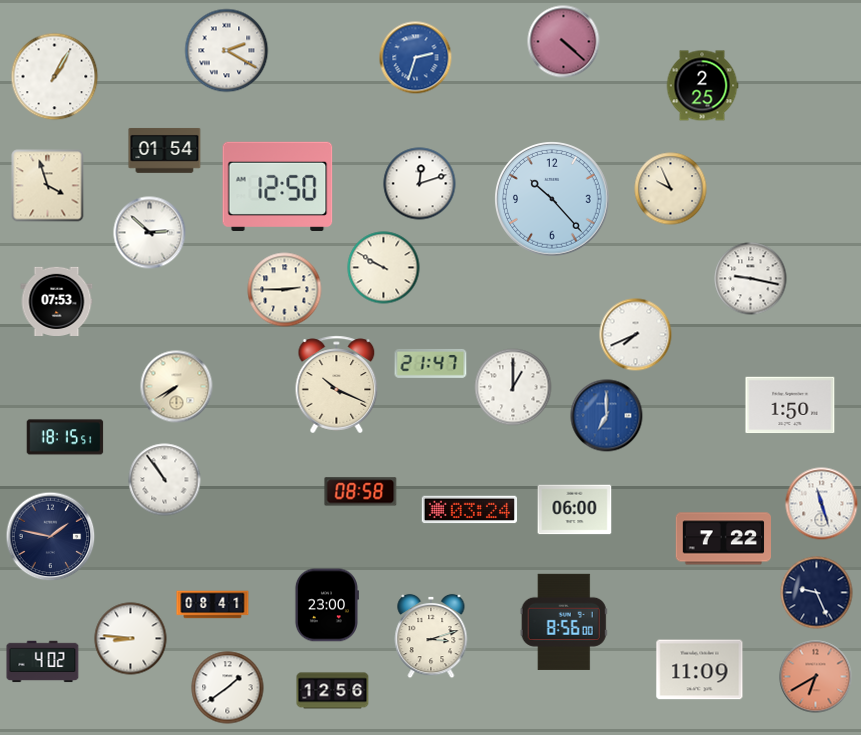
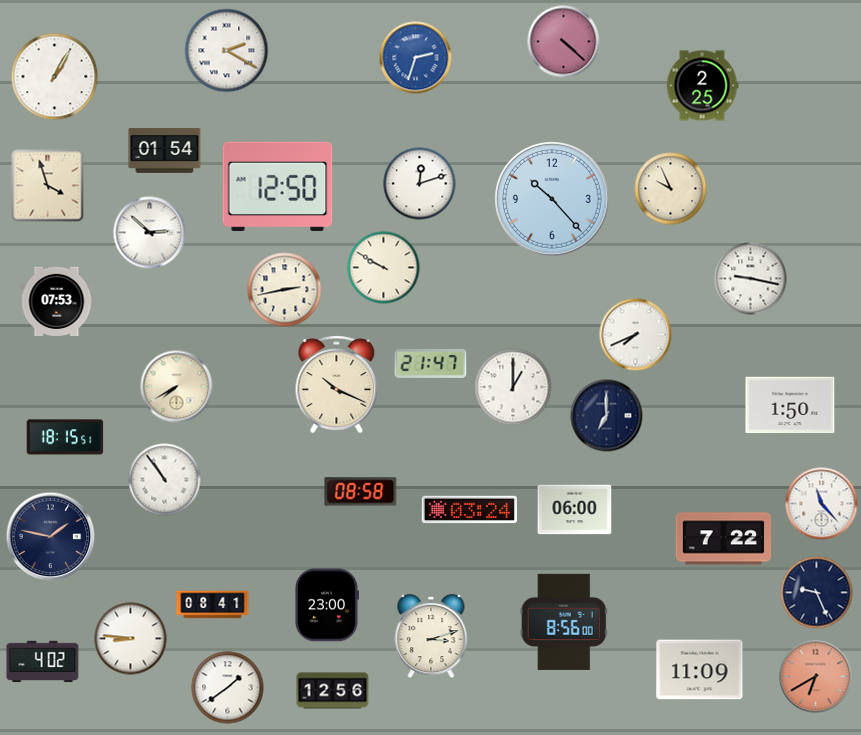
clock at (285, 290): 2:45 -> 2:43
clock at (607, 416) dial: blue -> navy
clock at (822, 504): 11:27 -> 11:23
